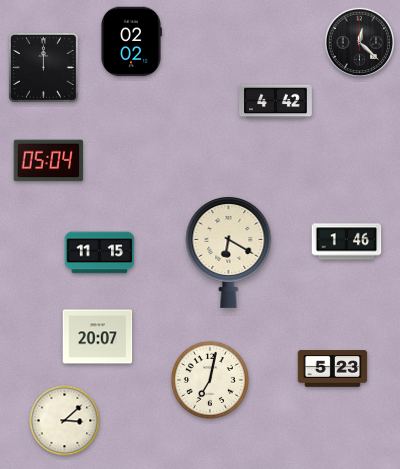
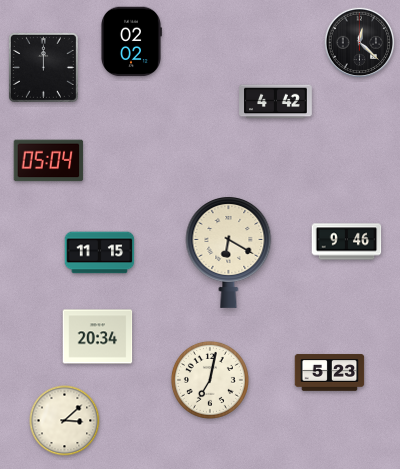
clock at (347, 242): 1:46 -> 9:46
clock at (98, 337): 20:07 -> 20:34
clock at (333, 369) position: (333, 369) -> (330, 373)
